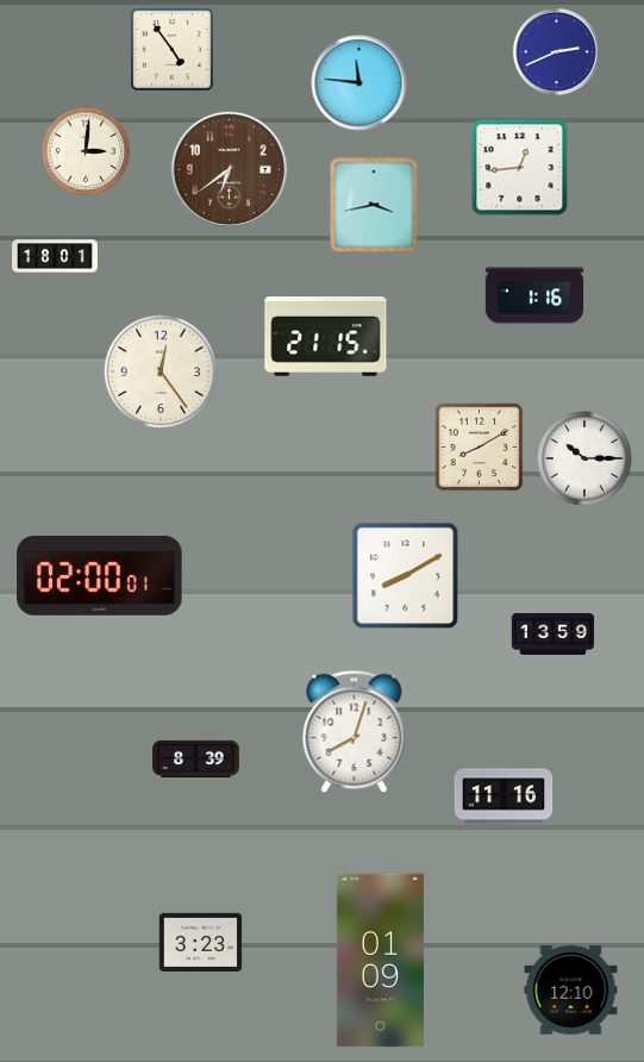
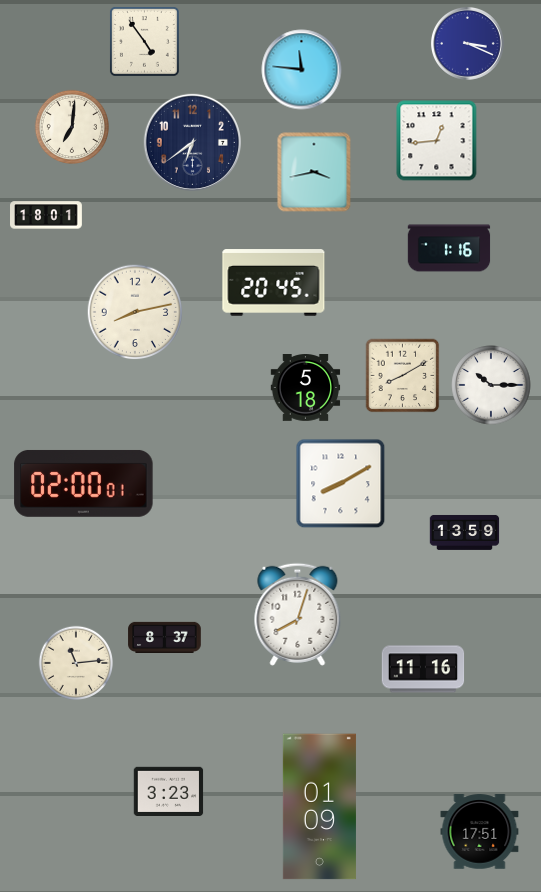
clock at (556, 51): 2:41 -> 3:19
clock at (85, 150): 3:01 -> 7:01
clock at (229, 169) dial: brown -> navy
clock at (326, 337): 21:15 -> 20:45
clock at (161, 371): 12:24 -> 8:13
clock at (306, 388): none -> 5:18
clock at (196, 758): 8:39 -> 8:37
clock at (75, 662): none -> 11:14
clock at (571, 991): 12:10 -> 17:51
